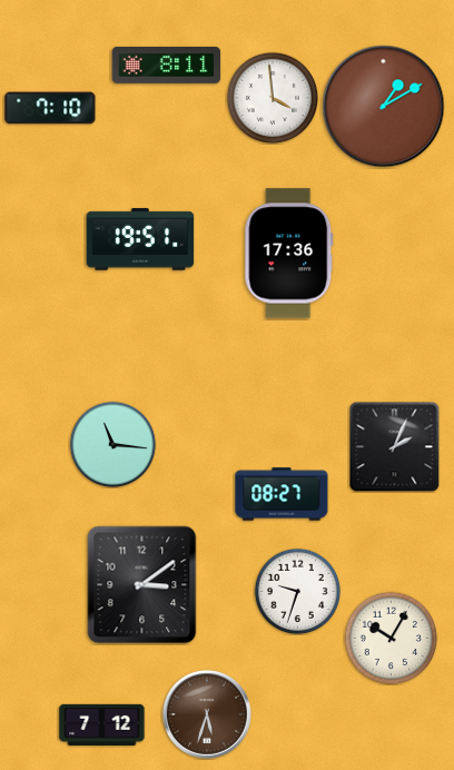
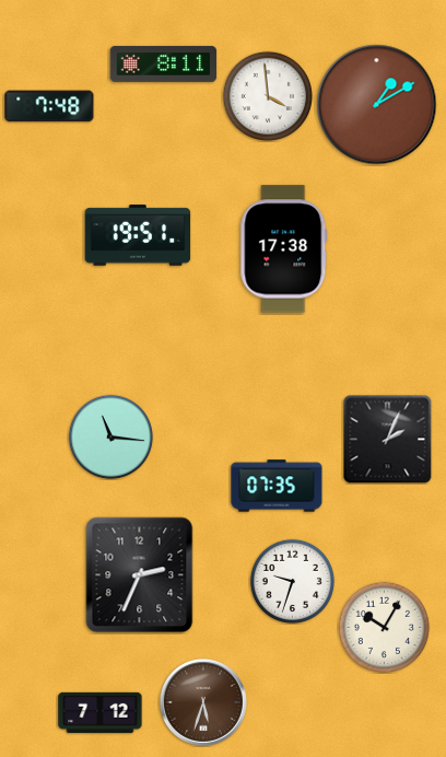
clock at (50, 108): 7:10 -> 7:48
clock at (289, 254): 17:36 -> 17:38
clock at (282, 494): 08:27 -> 07:35
clock at (142, 585): 3:09 -> 2:34
